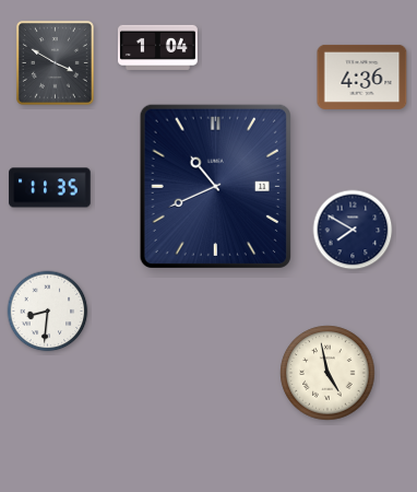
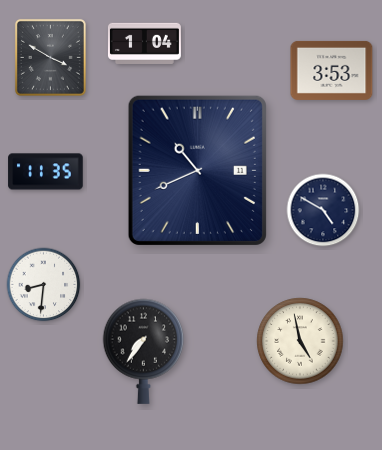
clock at (362, 77): 4:36 -> 3:53
clock at (353, 230): 7:50 -> 4:50
clock at (144, 351): none -> 7:36
